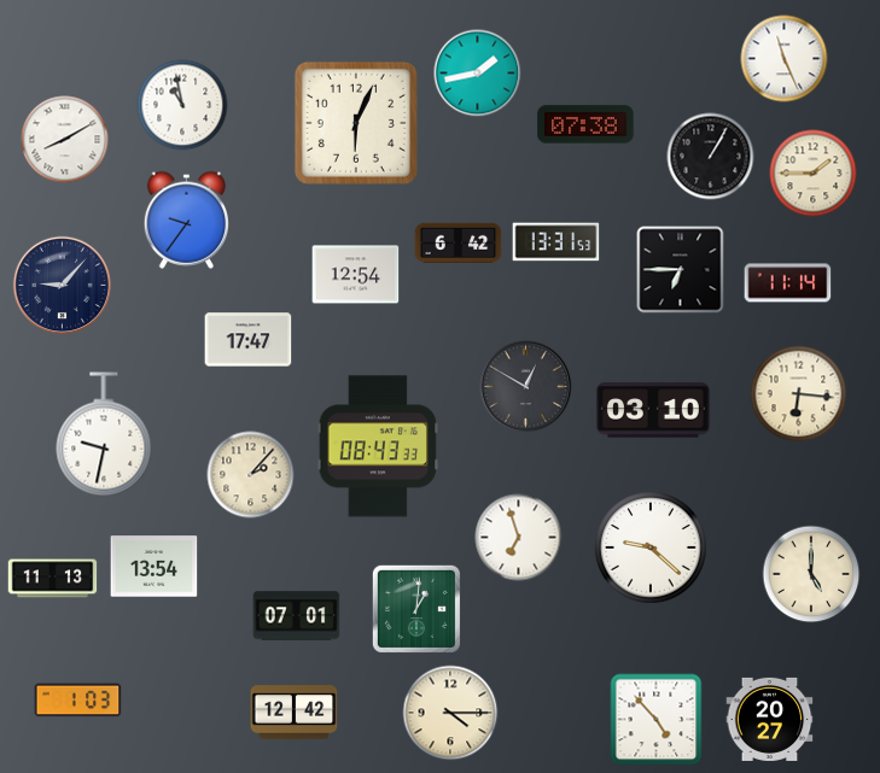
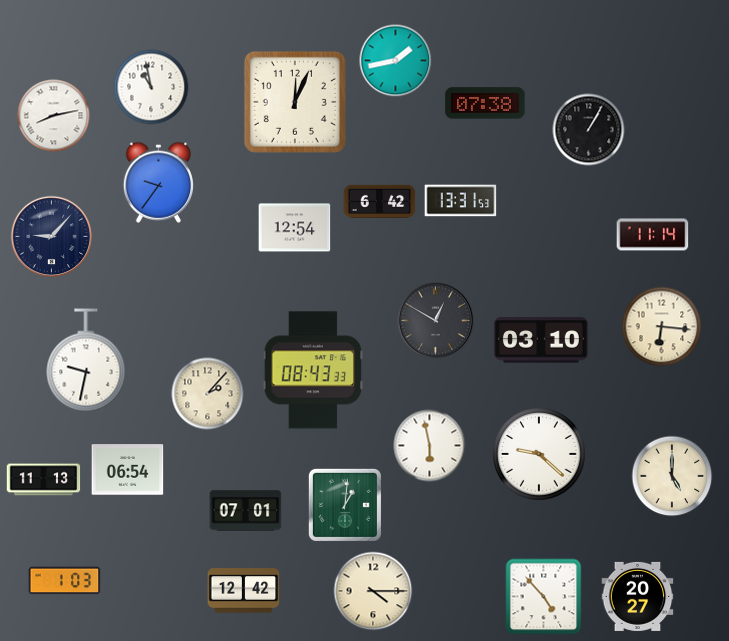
clock at (785, 59): 11:26 -> none
clock at (356, 123): 6:04 -> 12:04
clock at (65, 140): 8:10 -> 8:13
clock at (814, 174): 1:45 -> none
clock at (186, 219) position: (186, 219) -> (158, 182)
clock at (681, 270): 6:45 -> none
clock at (249, 340): 17:47 -> none
clock at (519, 538): 6:57 -> 5:58
clock at (155, 567): 13:54 -> 06:54
